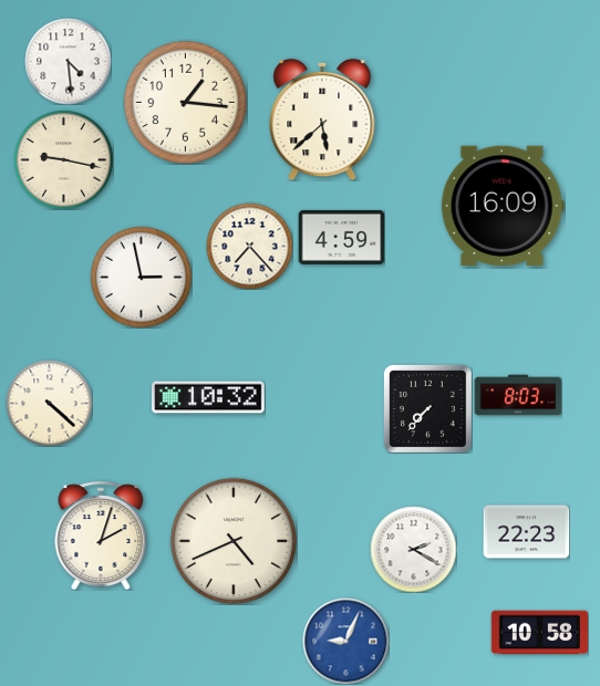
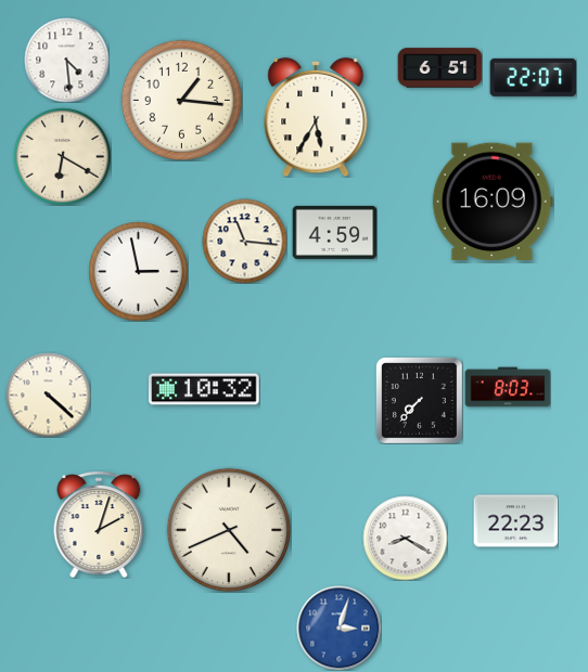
clock at (439, 68): none -> 6:51
clock at (533, 77): none -> 22:07
clock at (322, 119): 5:38 -> 5:35
clock at (63, 159): 9:17 -> 6:20
clock at (249, 246): 7:23 -> 11:16
clock at (413, 549): 2:20 -> 8:20
clock at (539, 633): 10:58 -> none
clock at (345, 641): 9:04 -> 3:03
